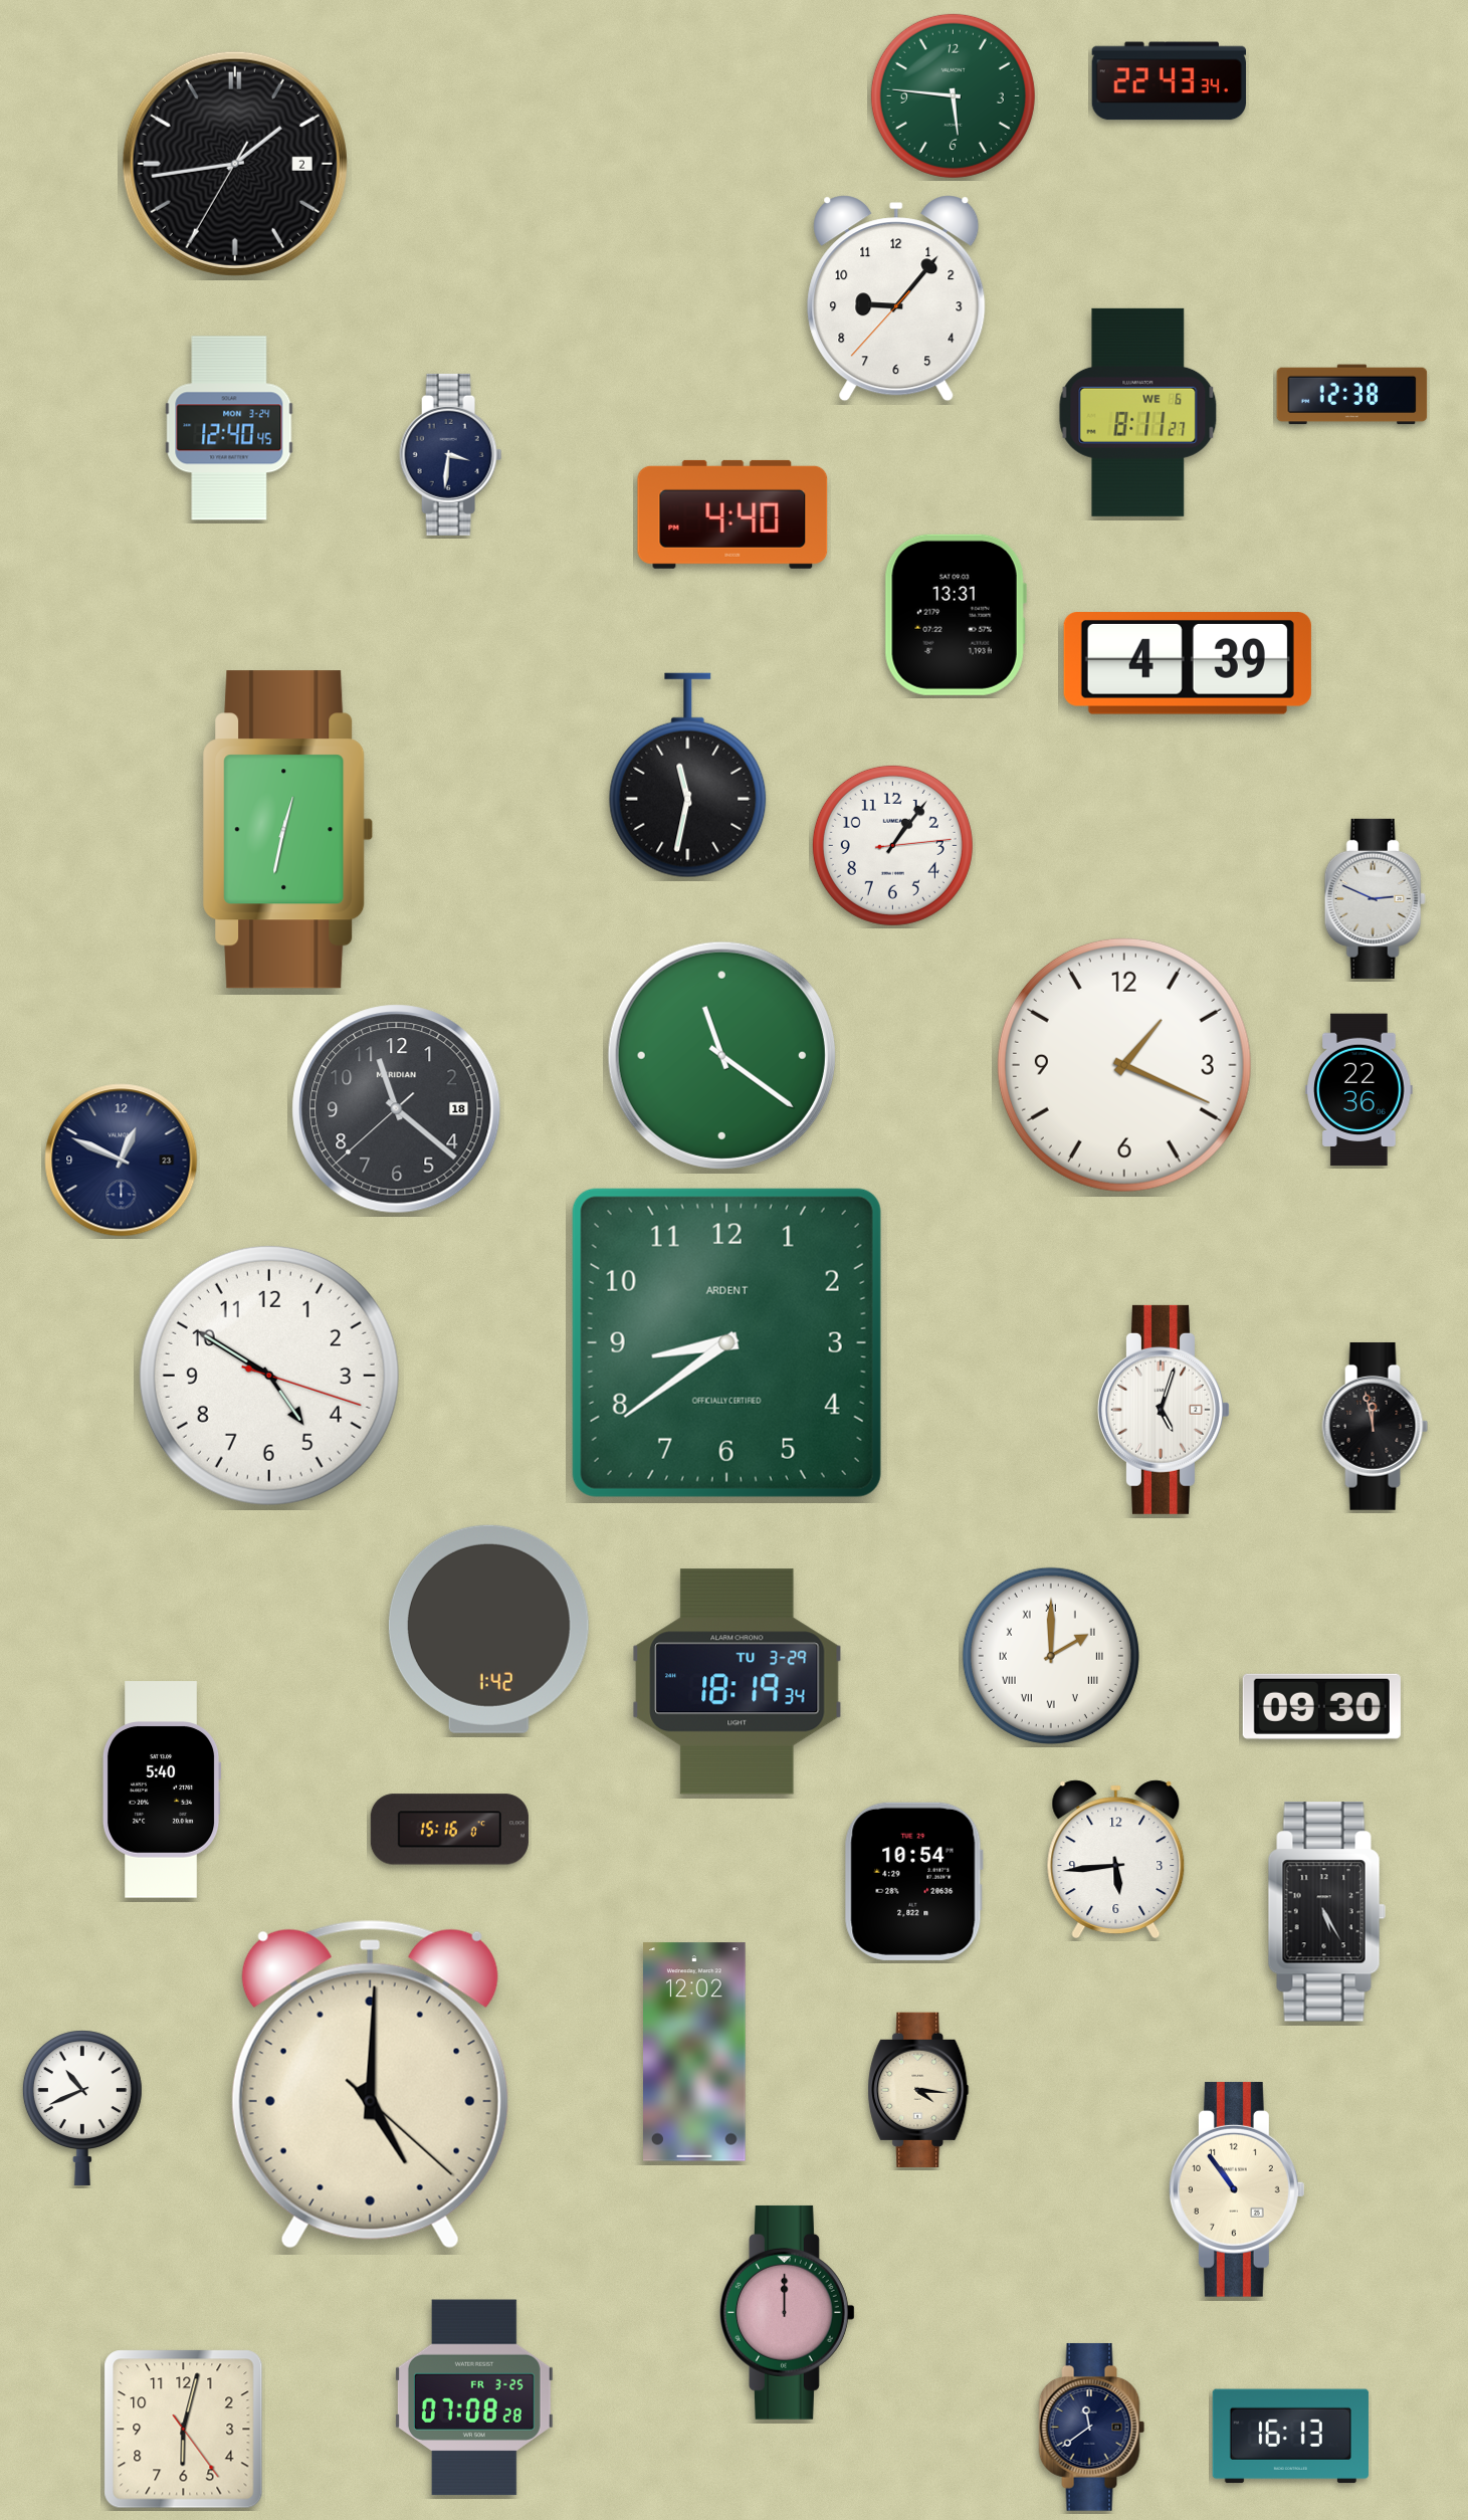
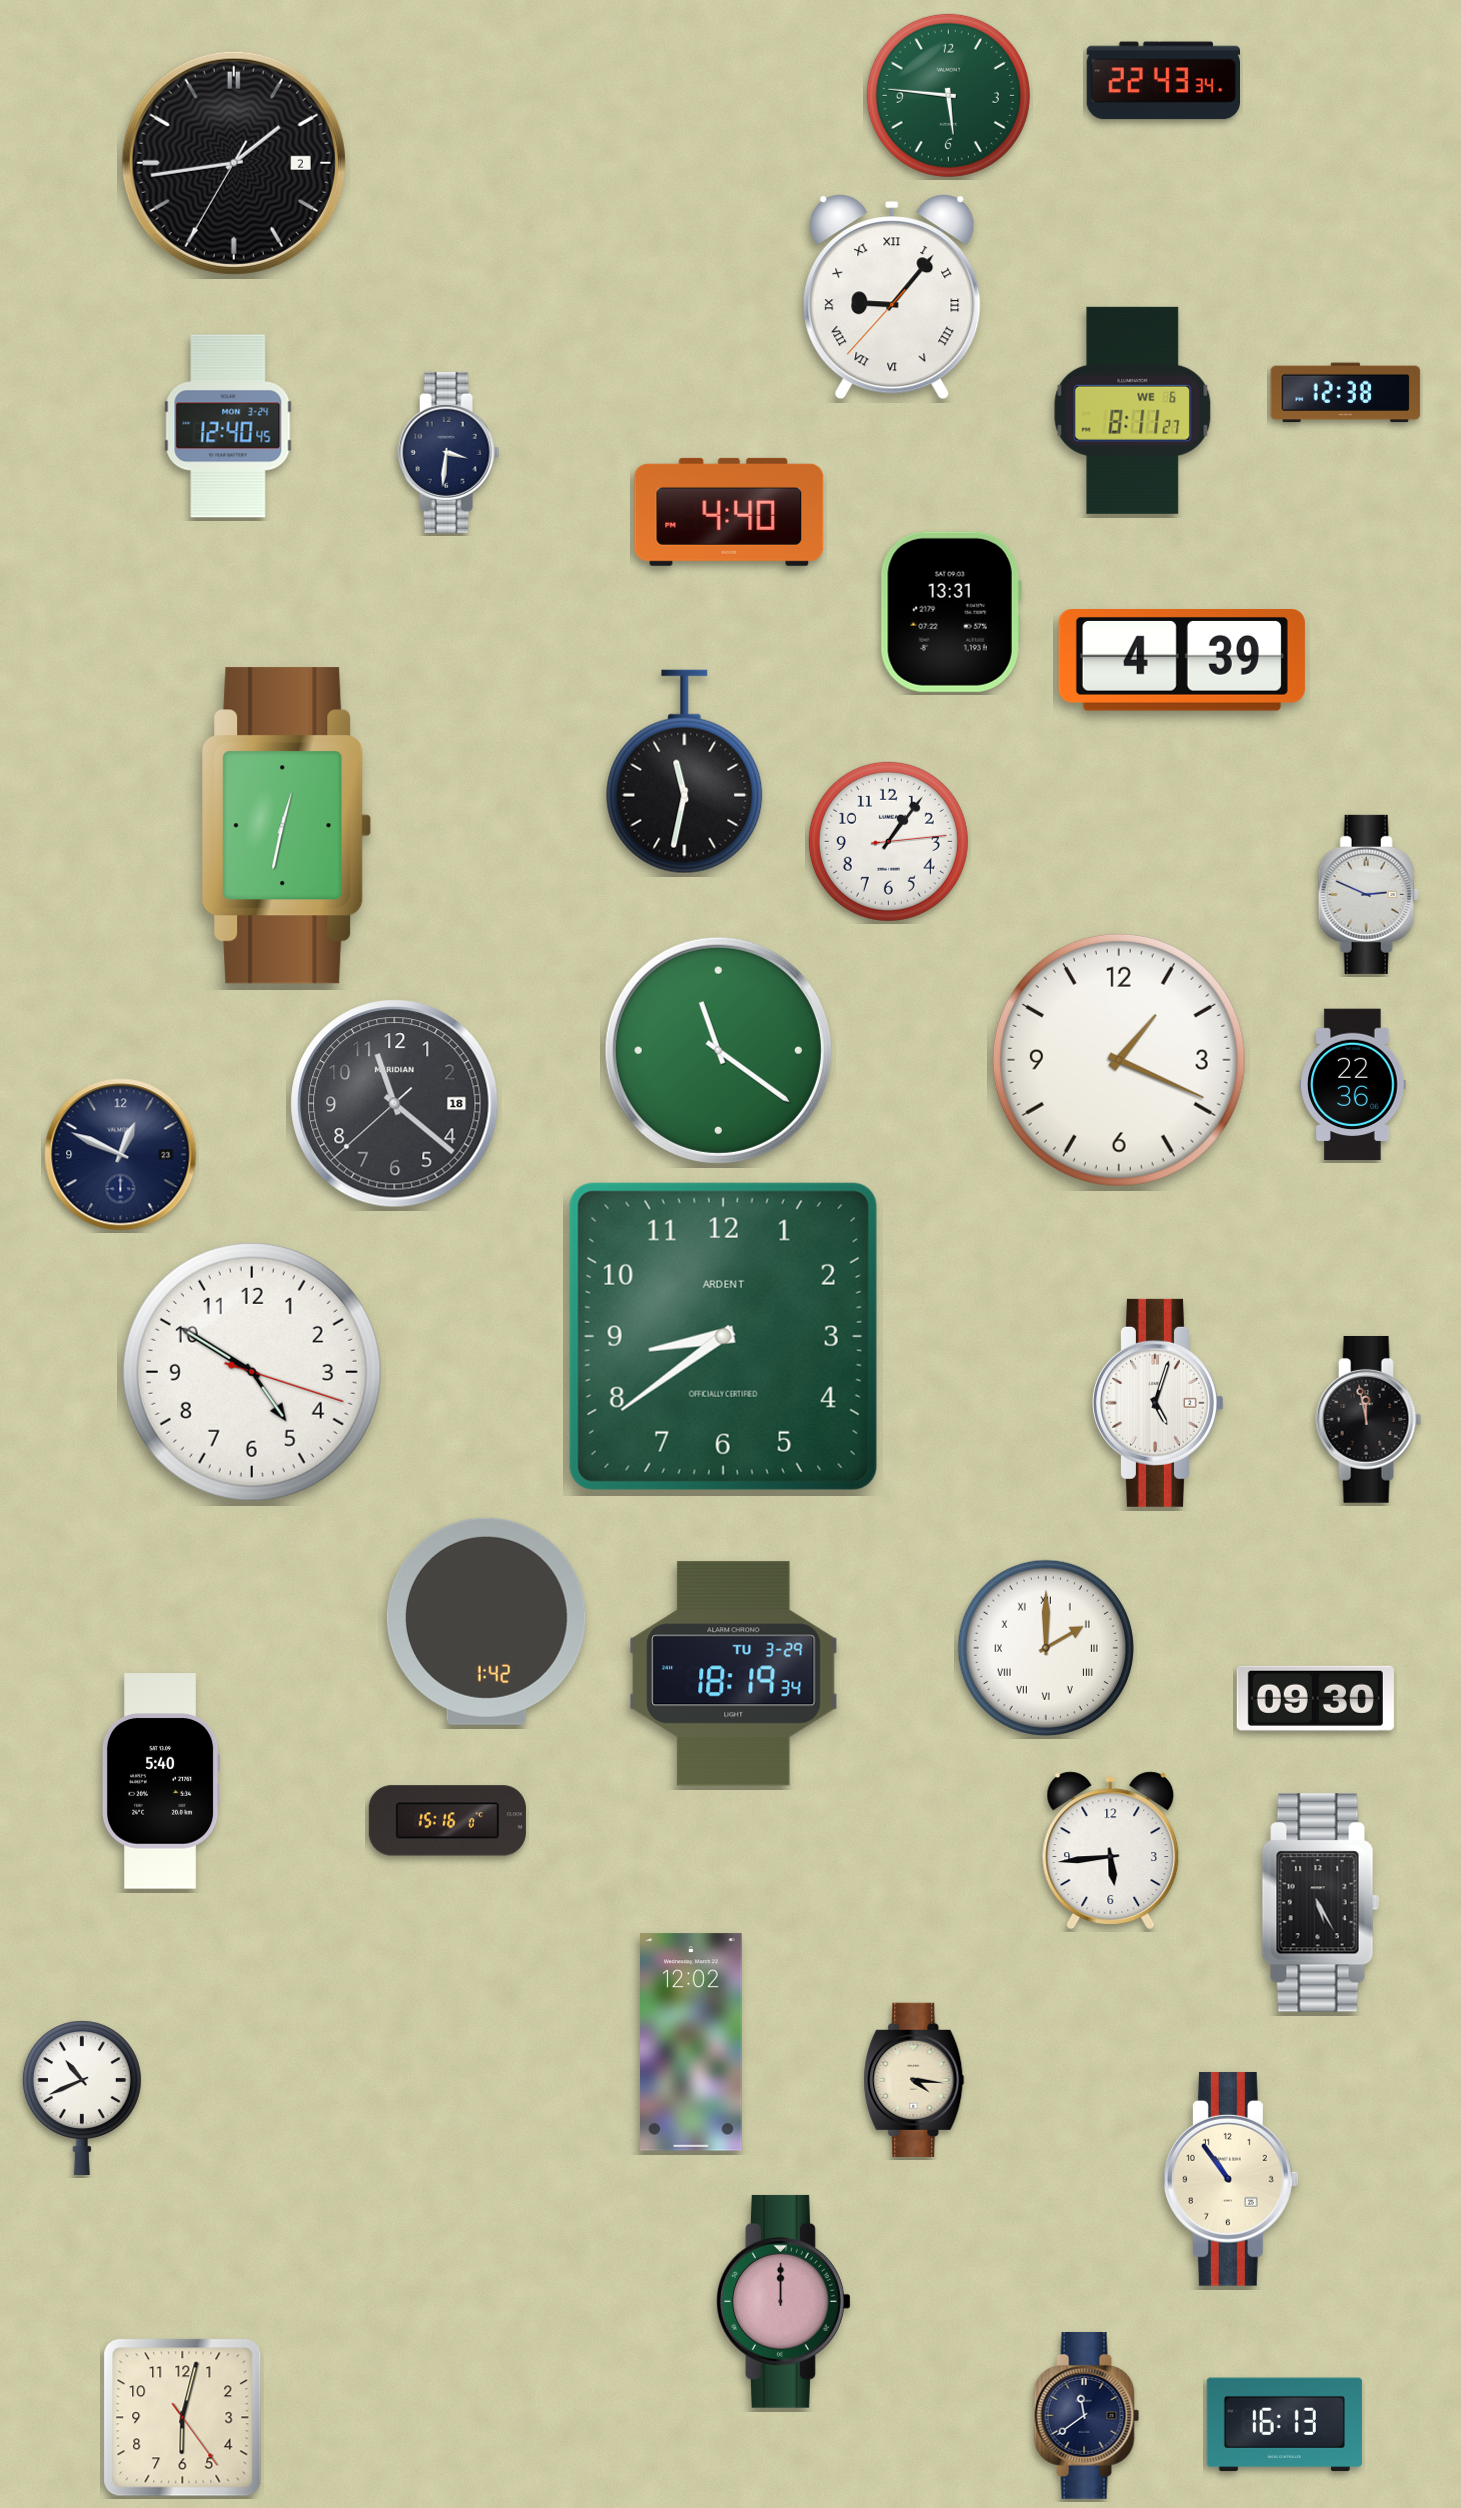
clock at (896, 298) numerals: Arabic -> Roman
clock at (269, 1376) position: (269, 1376) -> (252, 1372)
clock at (913, 1881): 10:54 -> none
clock at (370, 2084): 5:00 -> none
clock at (474, 2397): 07:08 -> none
